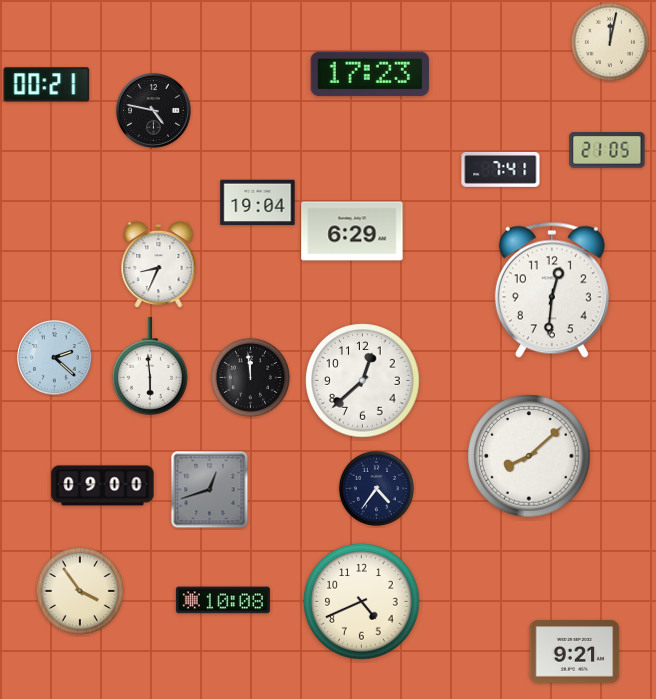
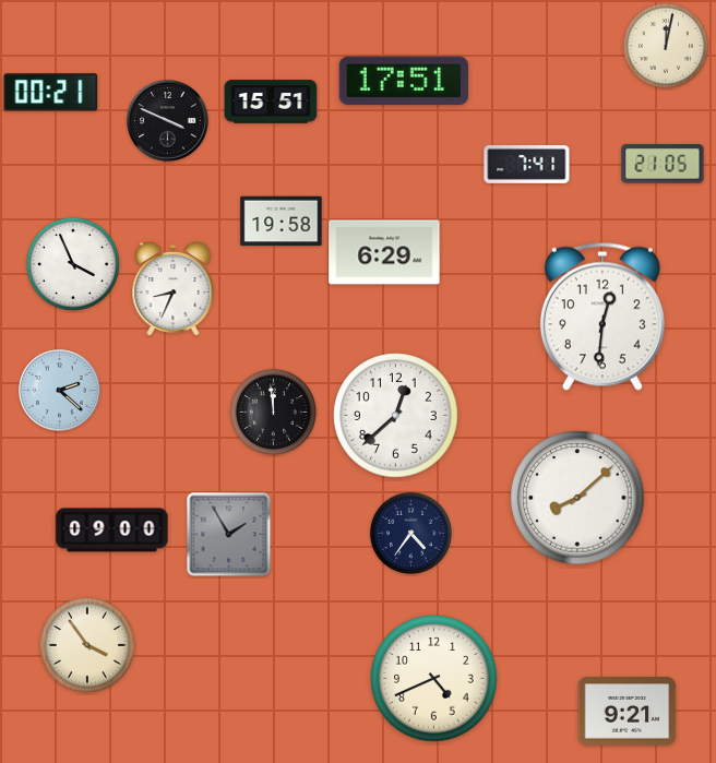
clock at (370, 74): 17:23 -> 17:51
clock at (271, 102): none -> 15:51
clock at (154, 111): 4:47 -> 3:49
clock at (501, 169) position: (501, 169) -> (527, 164)
clock at (258, 203): 19:04 -> 19:58
clock at (73, 264): none -> 3:56
clock at (150, 366): 5:59 -> none
clock at (210, 490): 12:42 -> 1:55
clock at (223, 600): 10:08 -> none
clock at (362, 602) position: (362, 602) -> (434, 679)
